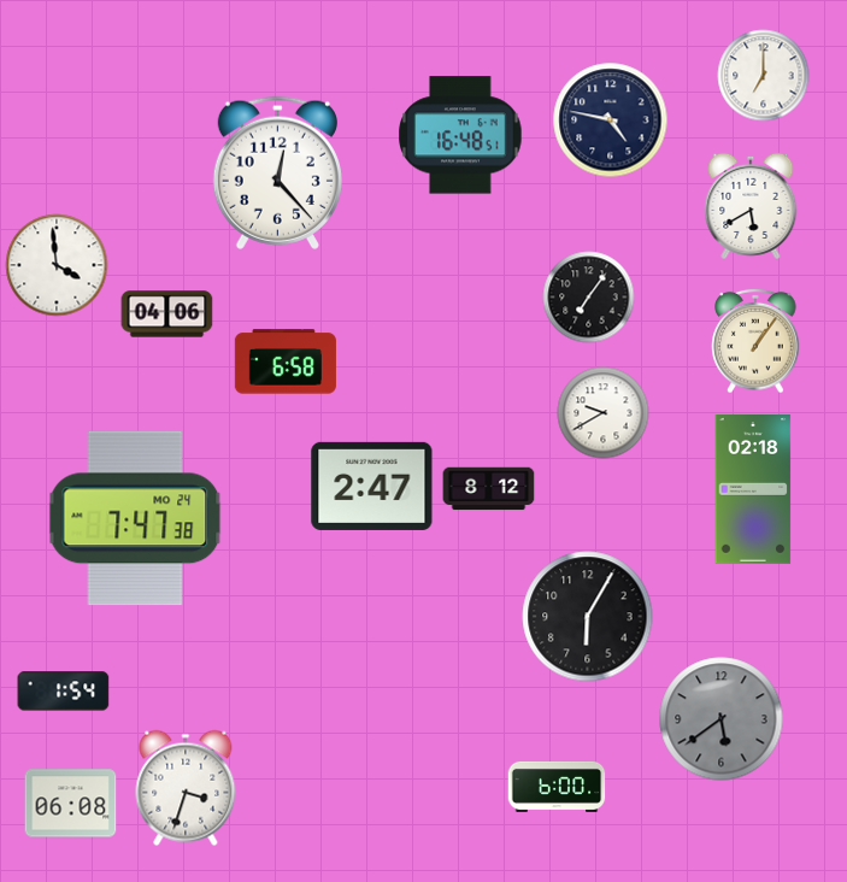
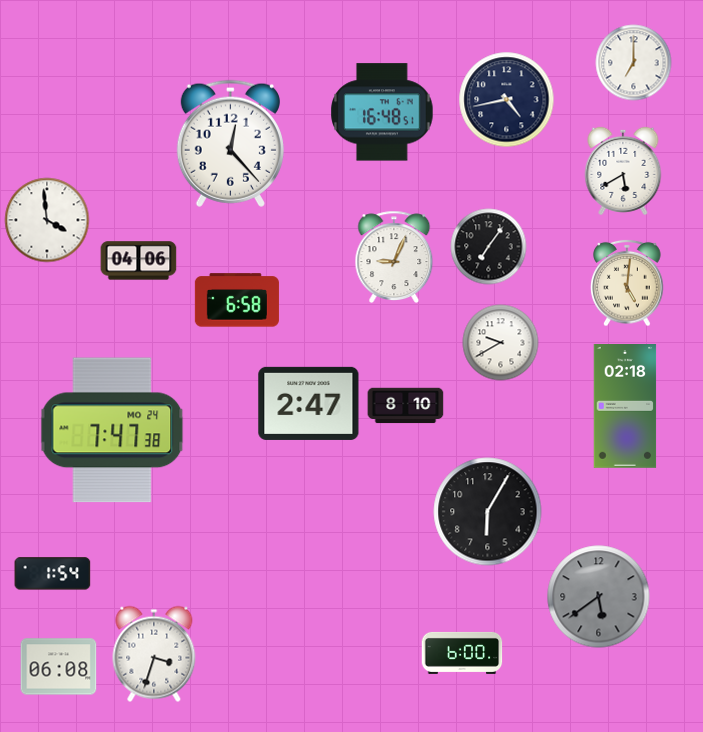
clock at (611, 120): 4:47 -> 4:43
clock at (394, 256): none -> 9:04
clock at (755, 341): 1:06 -> 5:01
clock at (489, 489): 8:12 -> 8:10
